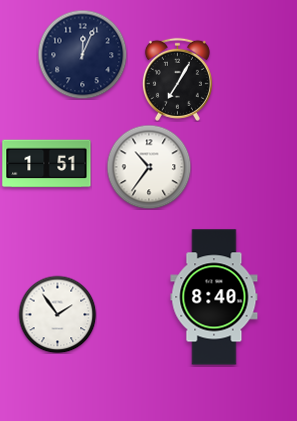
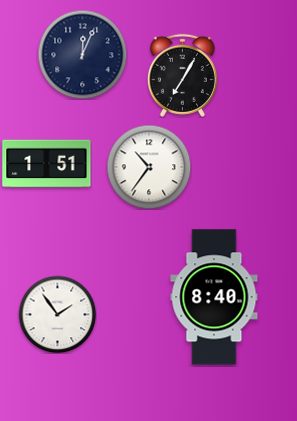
clock at (177, 79) position: (177, 79) -> (182, 75)
